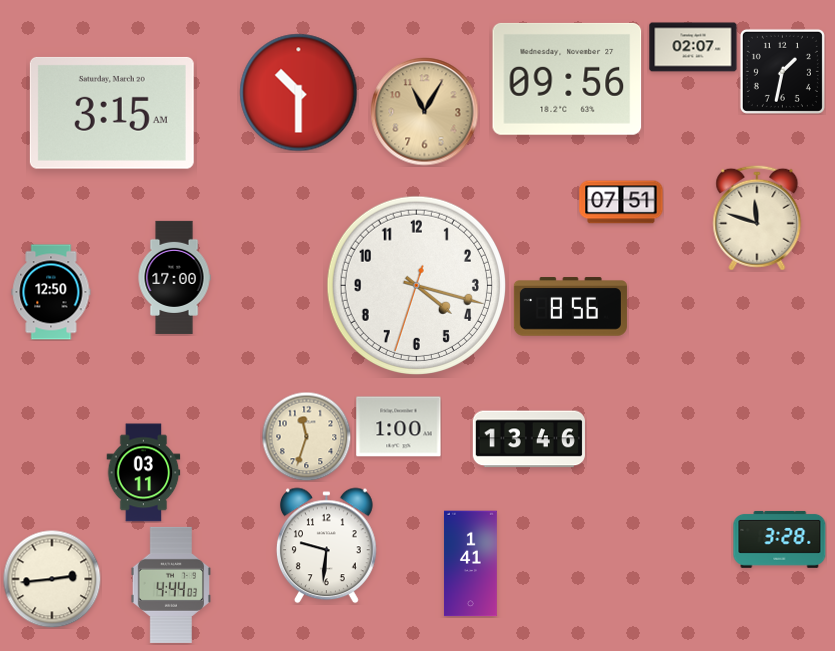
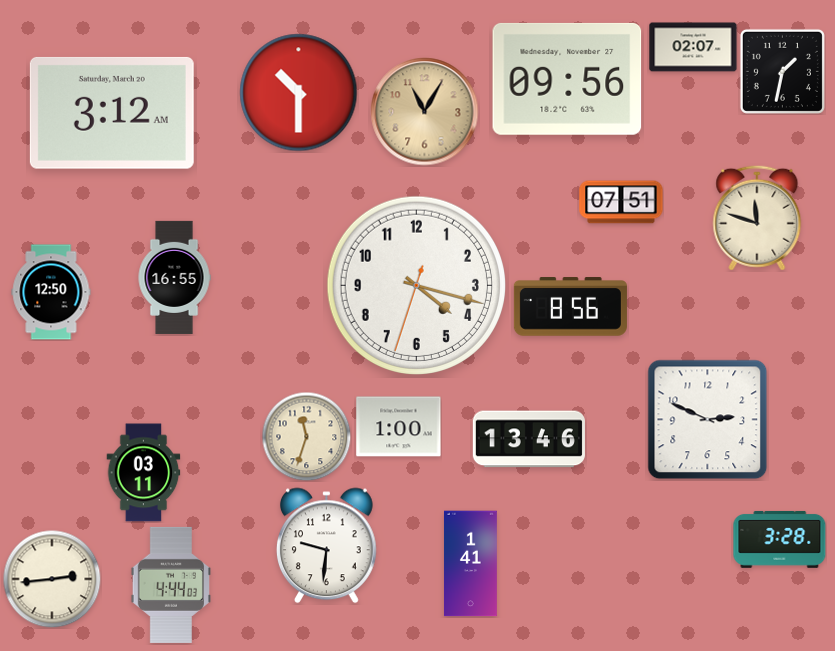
clock at (112, 113): 3:15 -> 3:12
clock at (174, 277): 17:00 -> 16:55
clock at (708, 420): none -> 2:49
